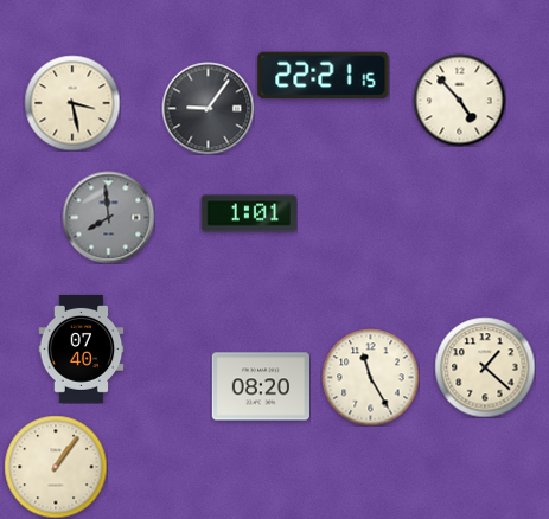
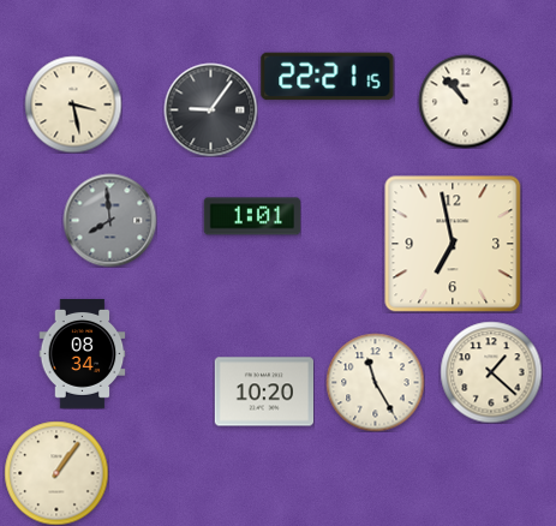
clock at (459, 100): 4:53 -> 10:53
clock at (453, 244): none -> 6:58
clock at (82, 348): 07:40 -> 08:34
clock at (260, 386): 08:20 -> 10:20
